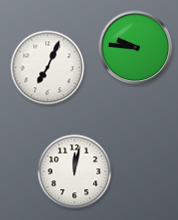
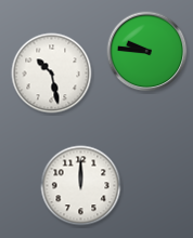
clock at (48, 68): 7:04 -> 10:28
clock at (75, 172): 12:02 -> 12:00
